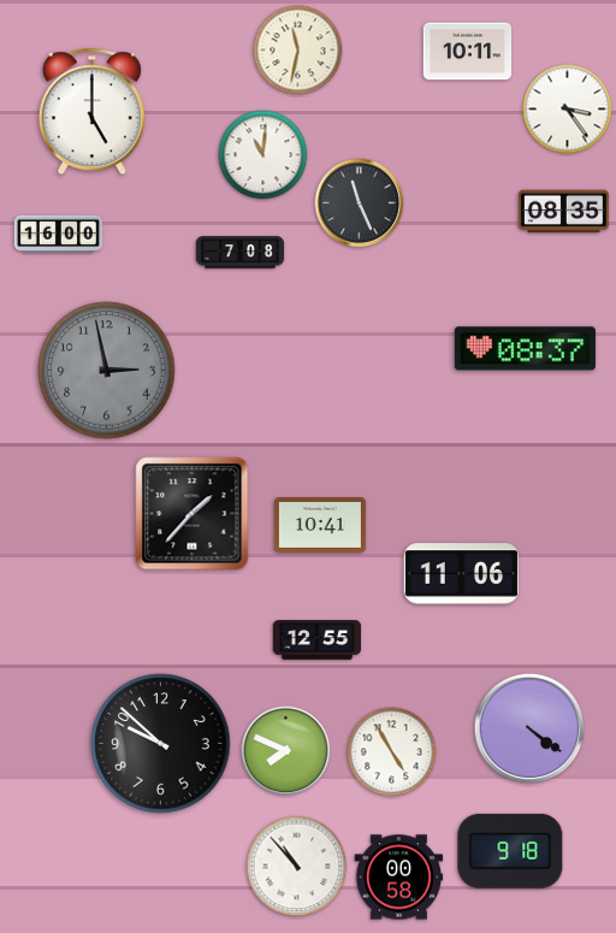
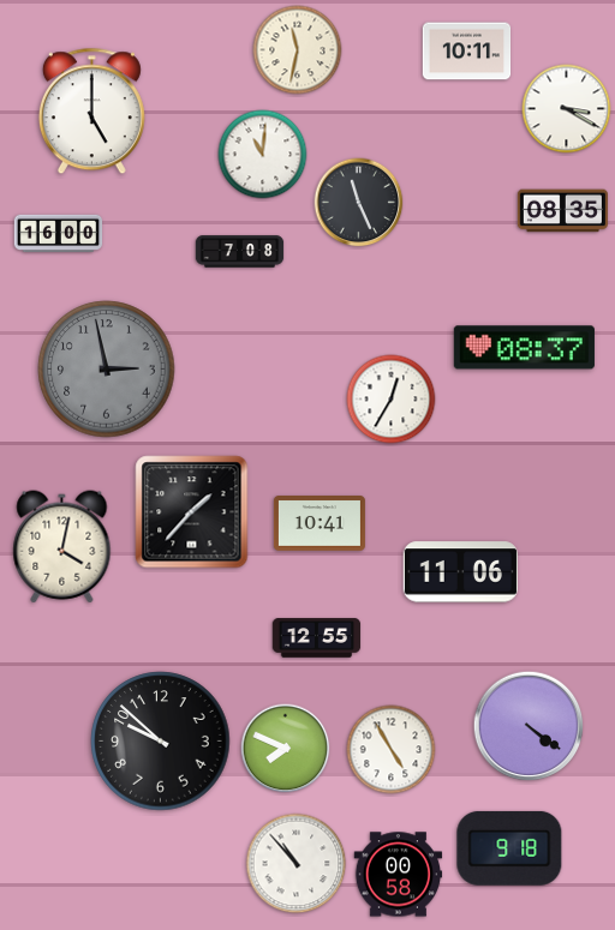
clock at (568, 110): 3:24 -> 3:20
clock at (392, 400): none -> 12:35
clock at (62, 547): none -> 4:02
